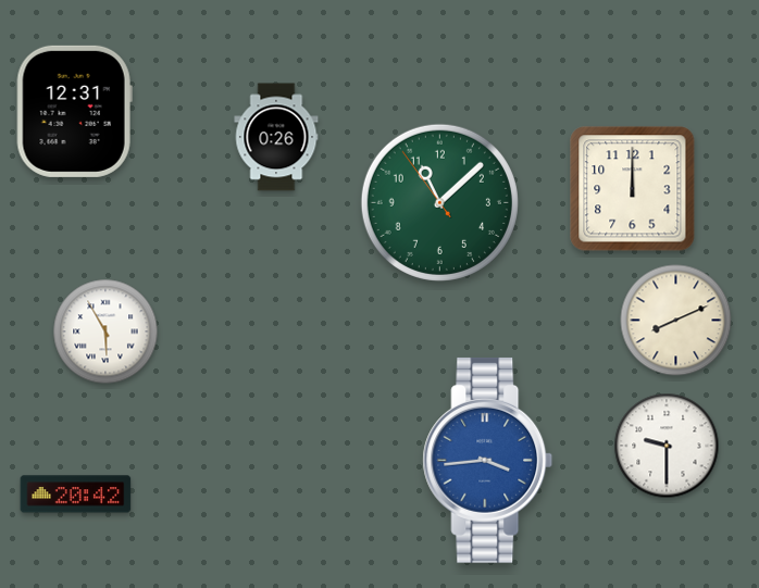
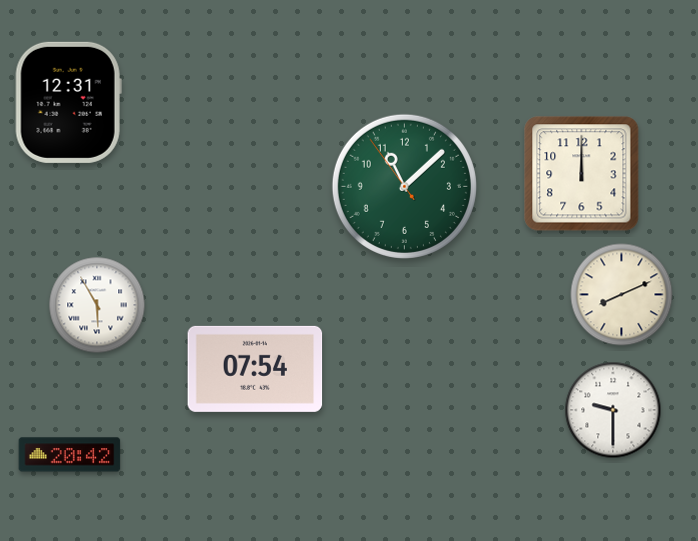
clock at (276, 137): 0:26 -> none
clock at (255, 369): none -> 07:54
clock at (488, 460): 3:44 -> none
